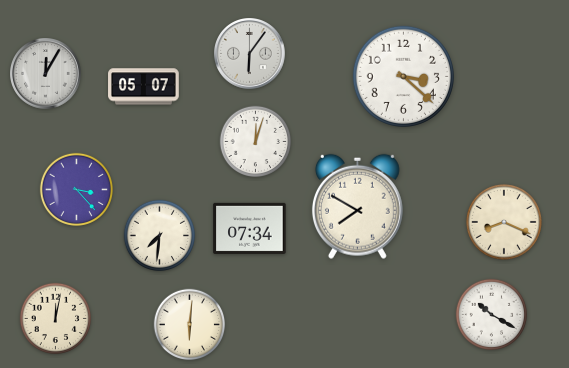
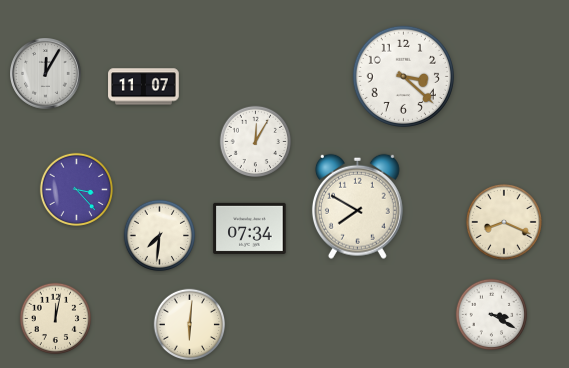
clock at (250, 54): 6:06 -> none
clock at (144, 87): 05:07 -> 11:07
clock at (256, 142): 12:03 -> 12:05
clock at (492, 315): 10:20 -> 3:20
